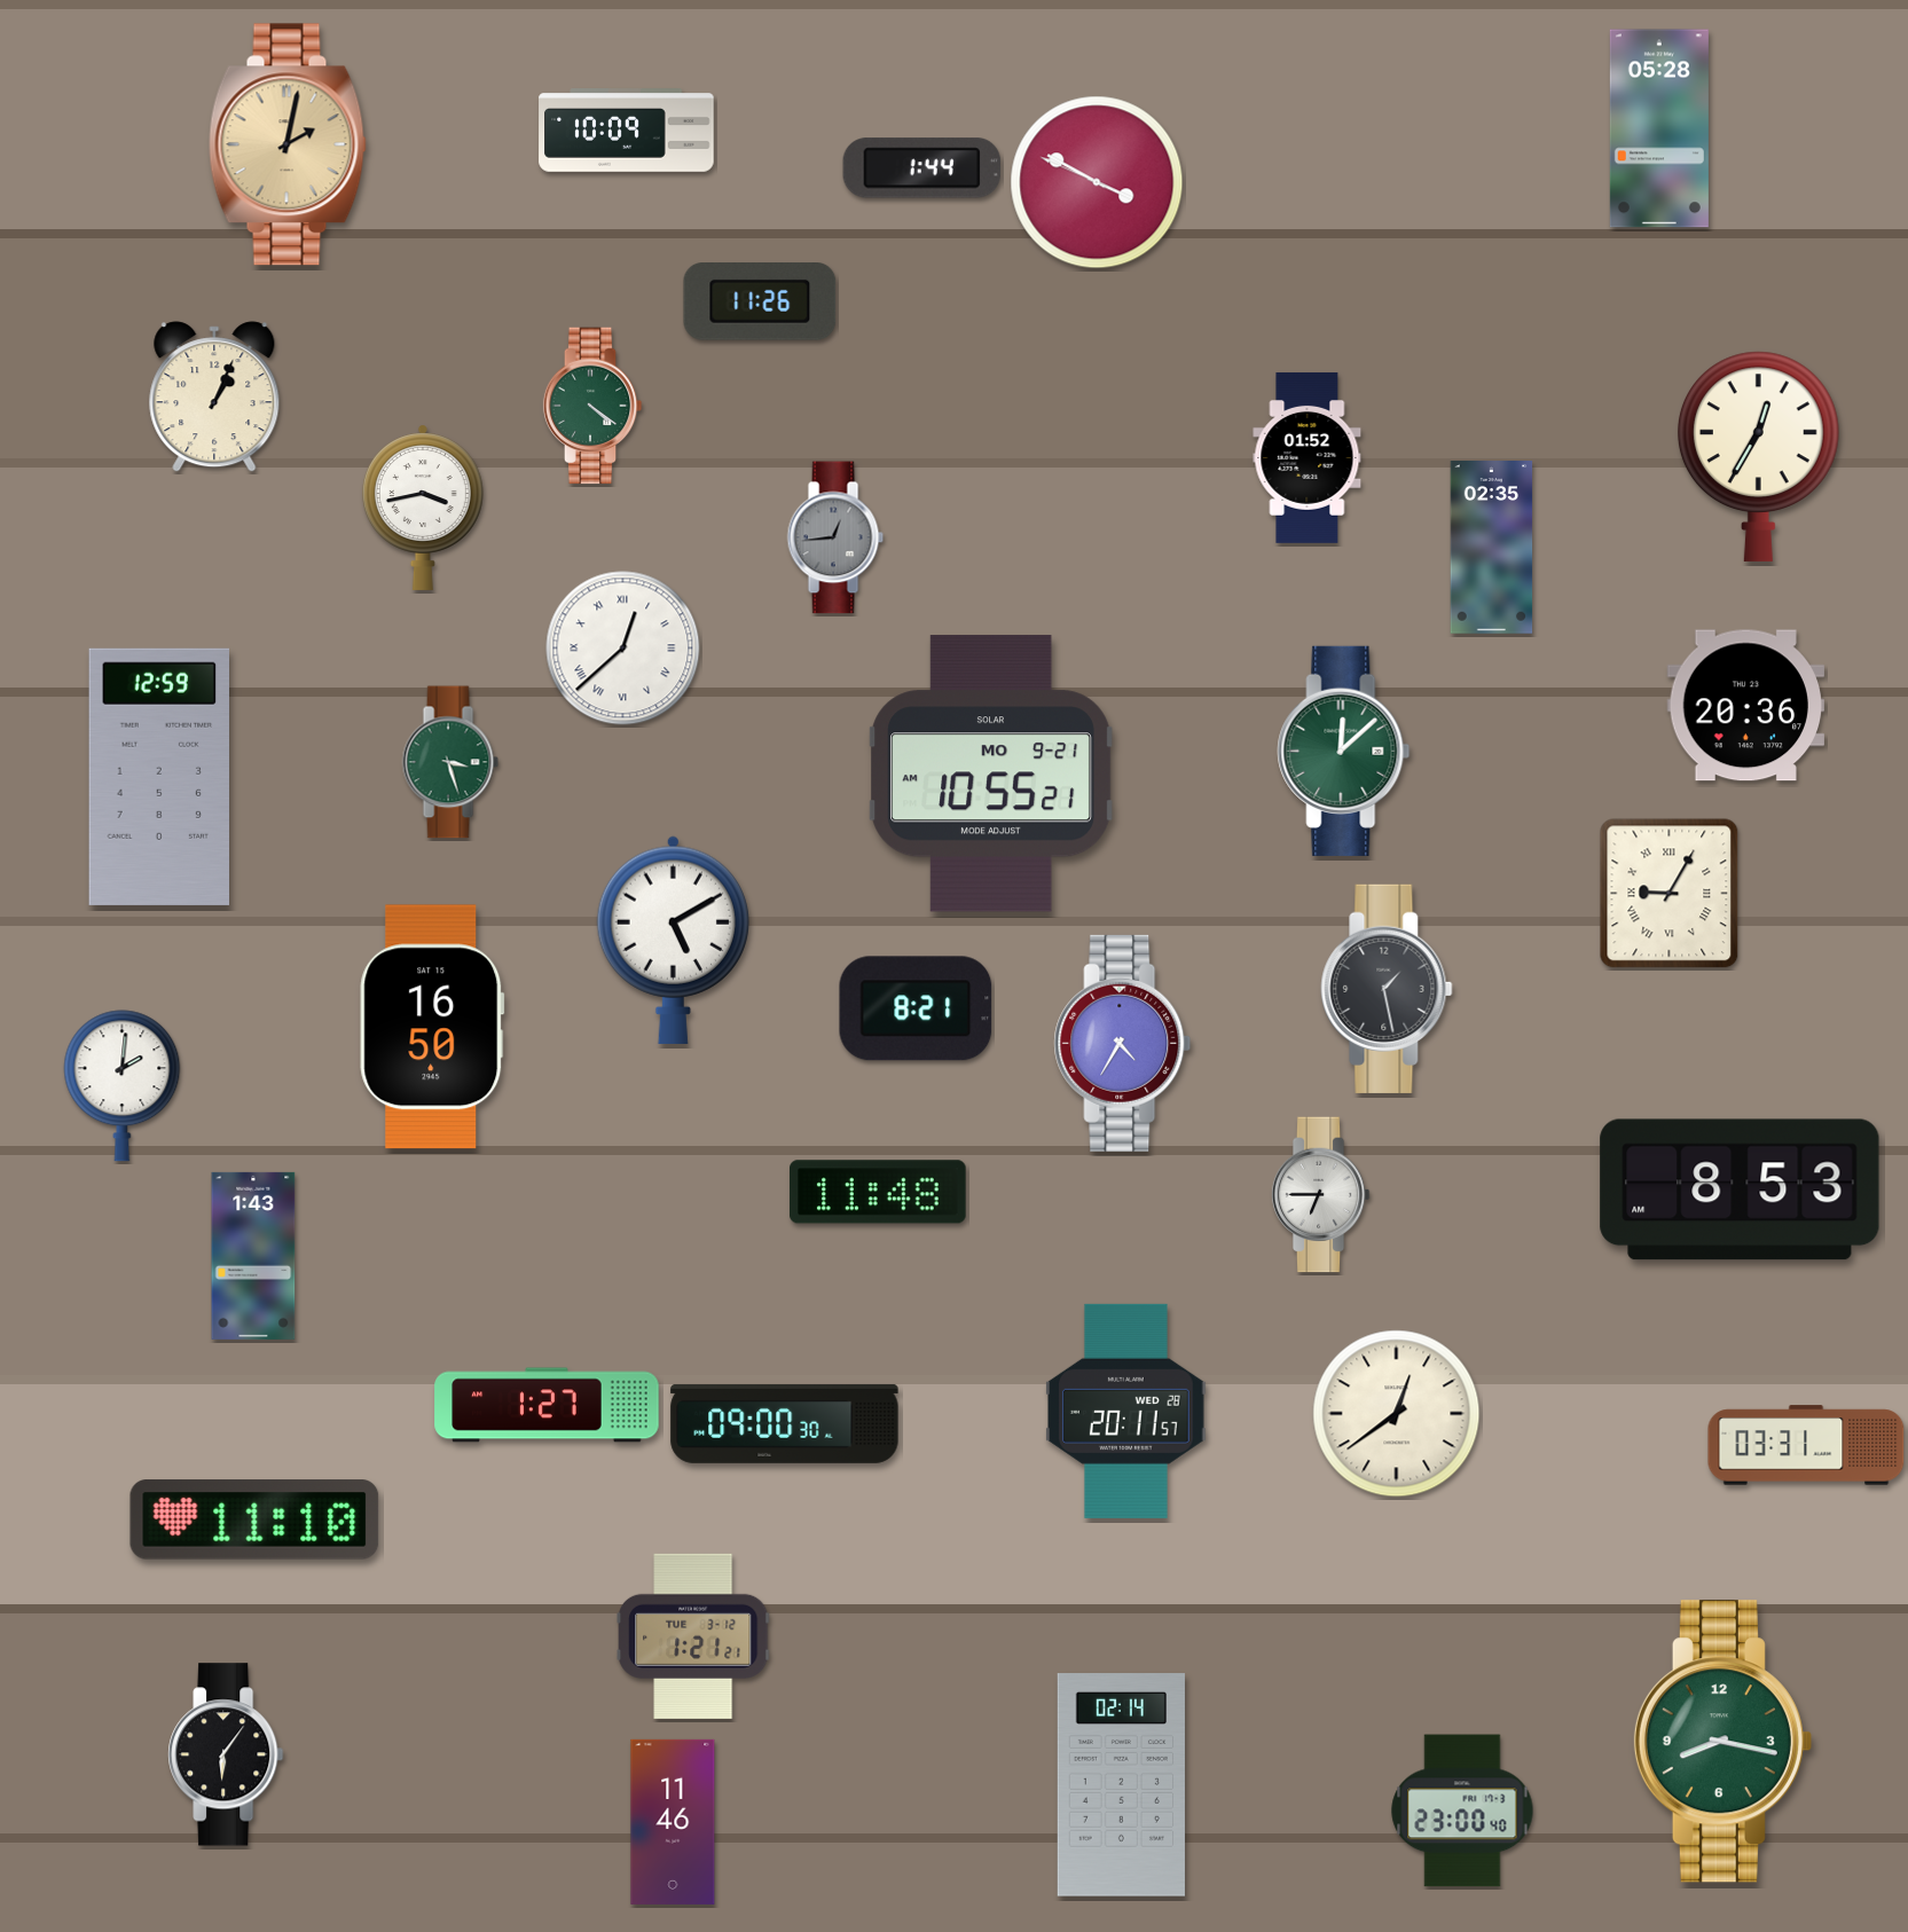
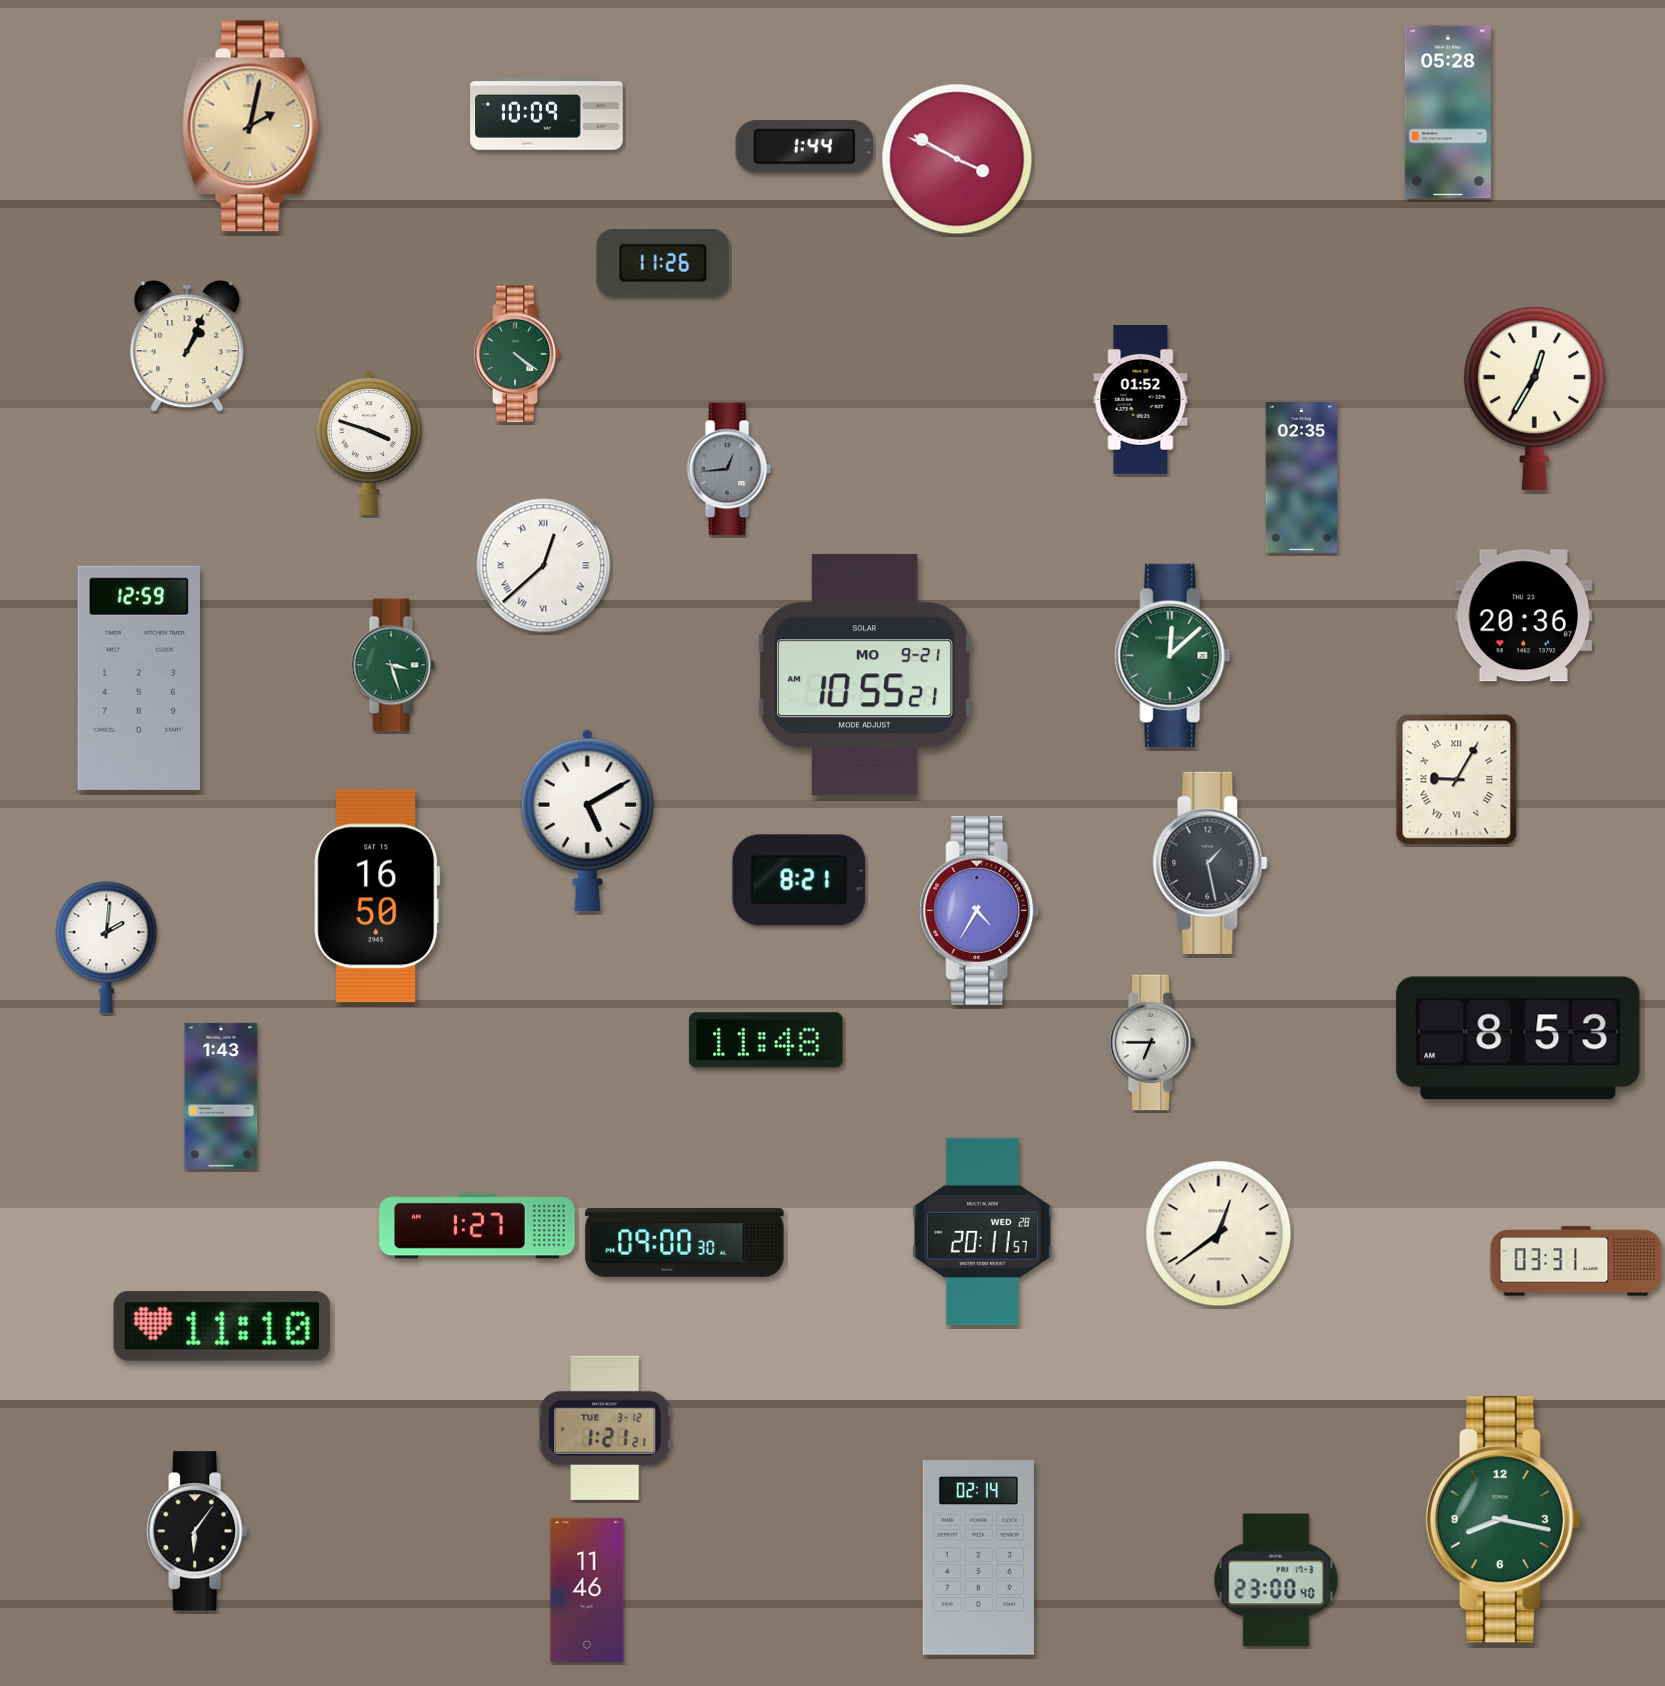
clock at (423, 508): 3:43 -> 3:48
